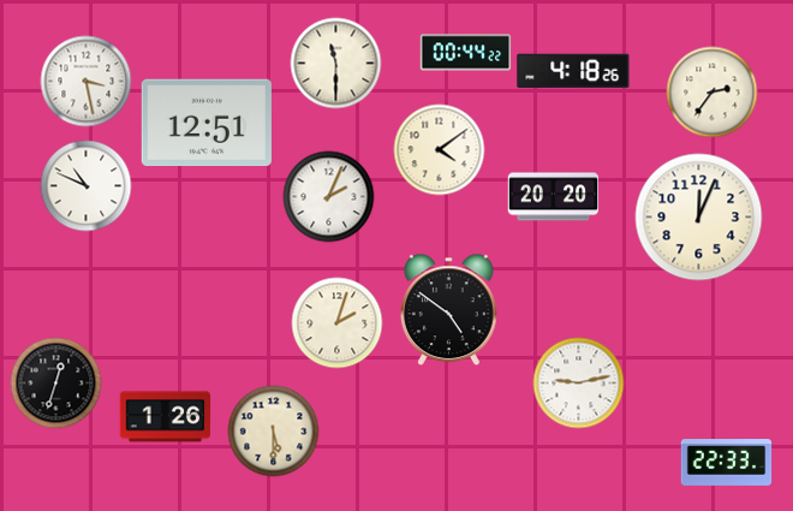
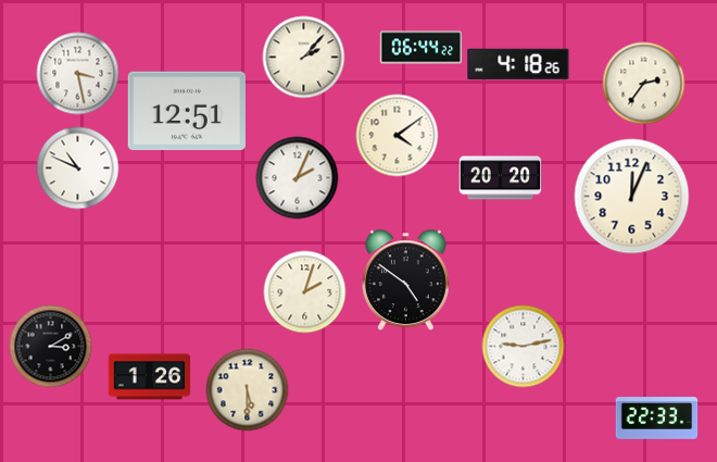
clock at (466, 53): 00:44 -> 06:44
clock at (336, 64): 11:30 -> 2:07
clock at (56, 384): 12:33 -> 3:10
